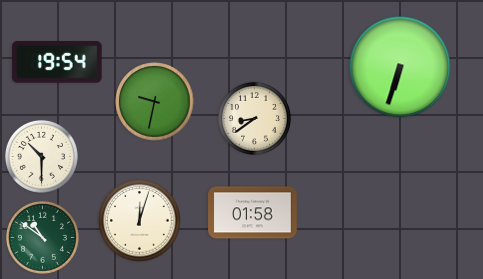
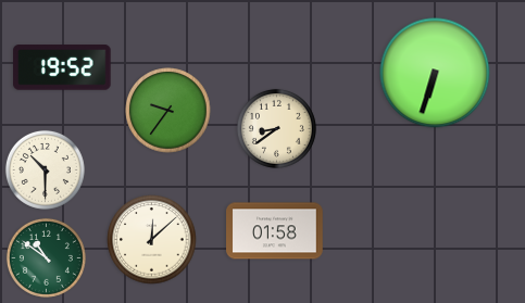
clock at (57, 62): 19:54 -> 19:52
clock at (155, 102): 9:32 -> 9:36
clock at (140, 221): 12:03 -> 12:08
